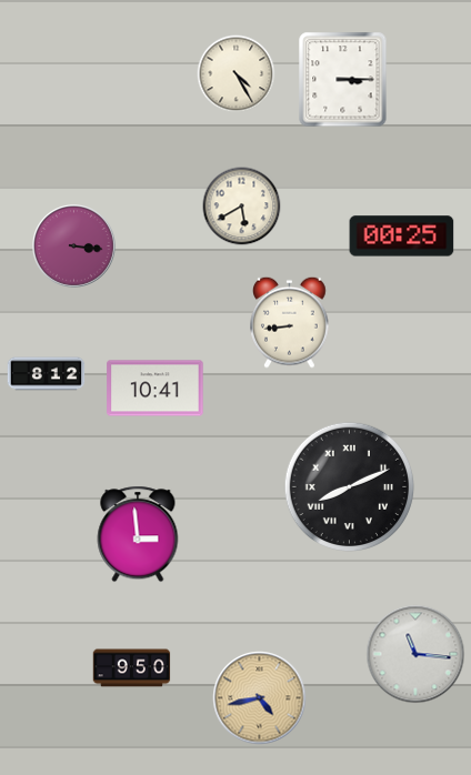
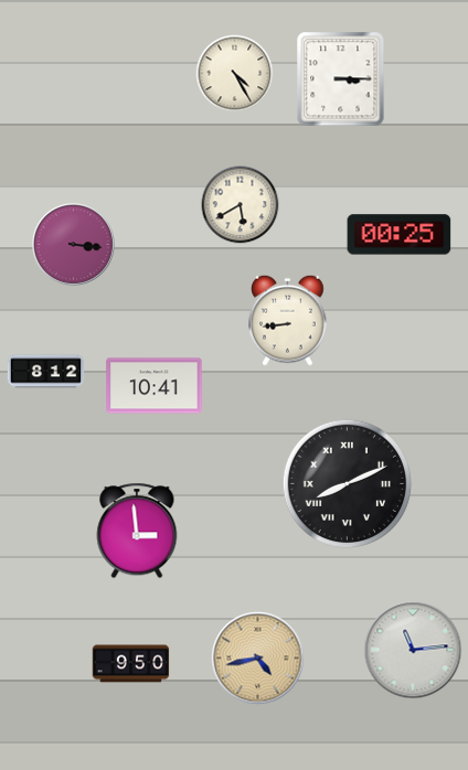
clock at (415, 654): 11:16 -> 11:14
clock at (260, 698) position: (260, 698) -> (258, 659)
